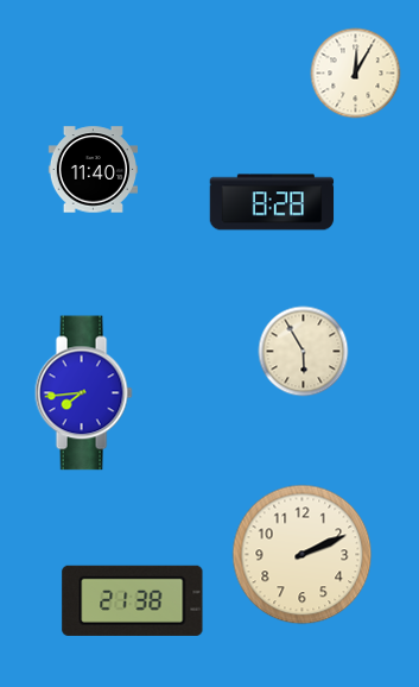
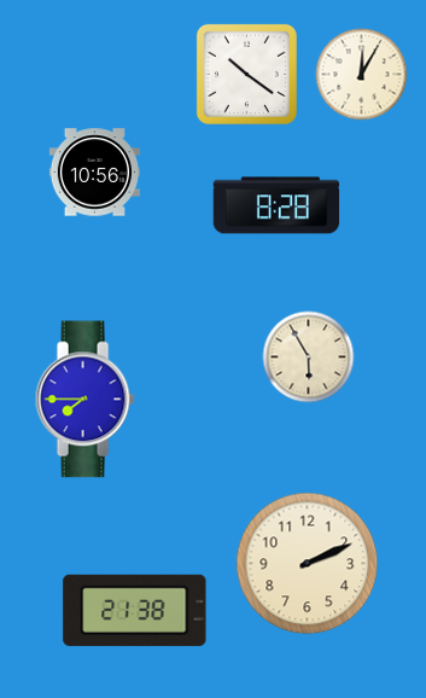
clock at (246, 74): none -> 10:21
clock at (93, 170): 11:40 -> 10:56
clock at (83, 393): 7:44 -> 7:45
